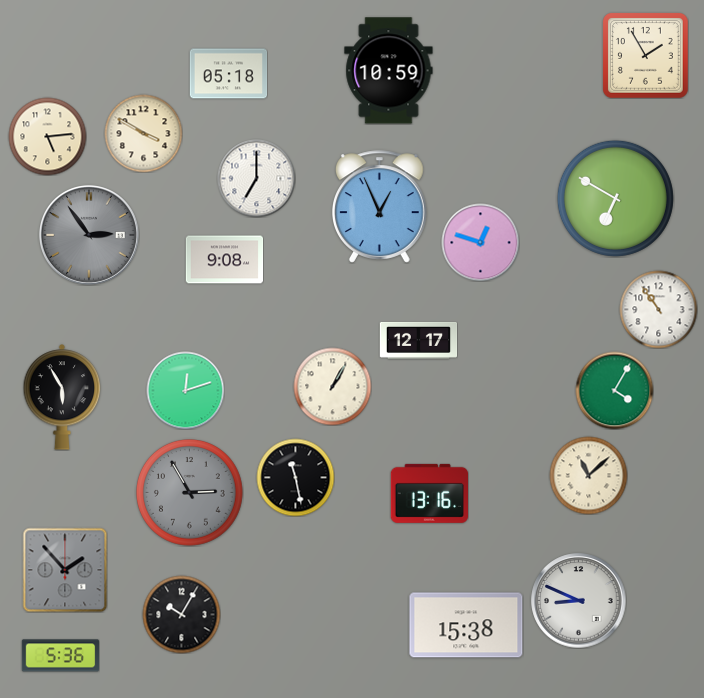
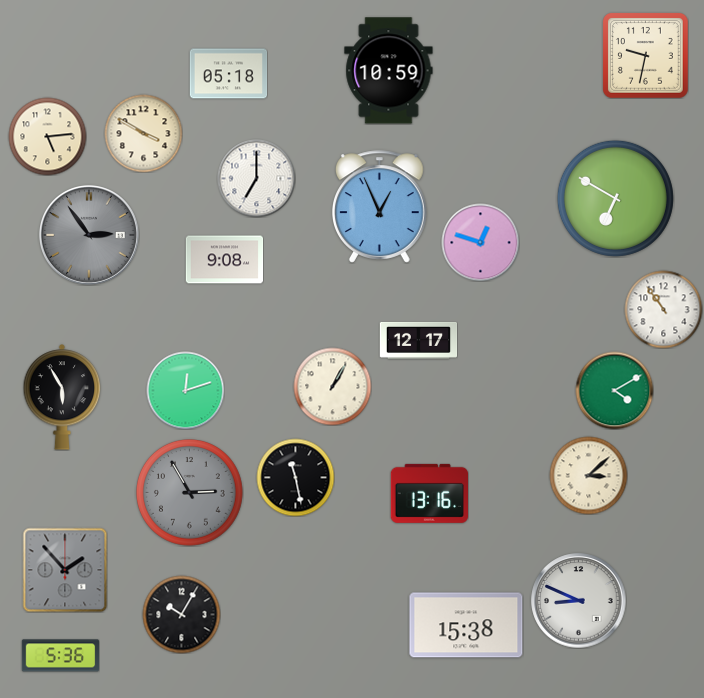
clock at (646, 56): 1:55 -> 9:32
clock at (658, 309) position: (658, 309) -> (663, 309)
clock at (614, 390): 4:05 -> 4:10
clock at (588, 475): 11:08 -> 3:08
